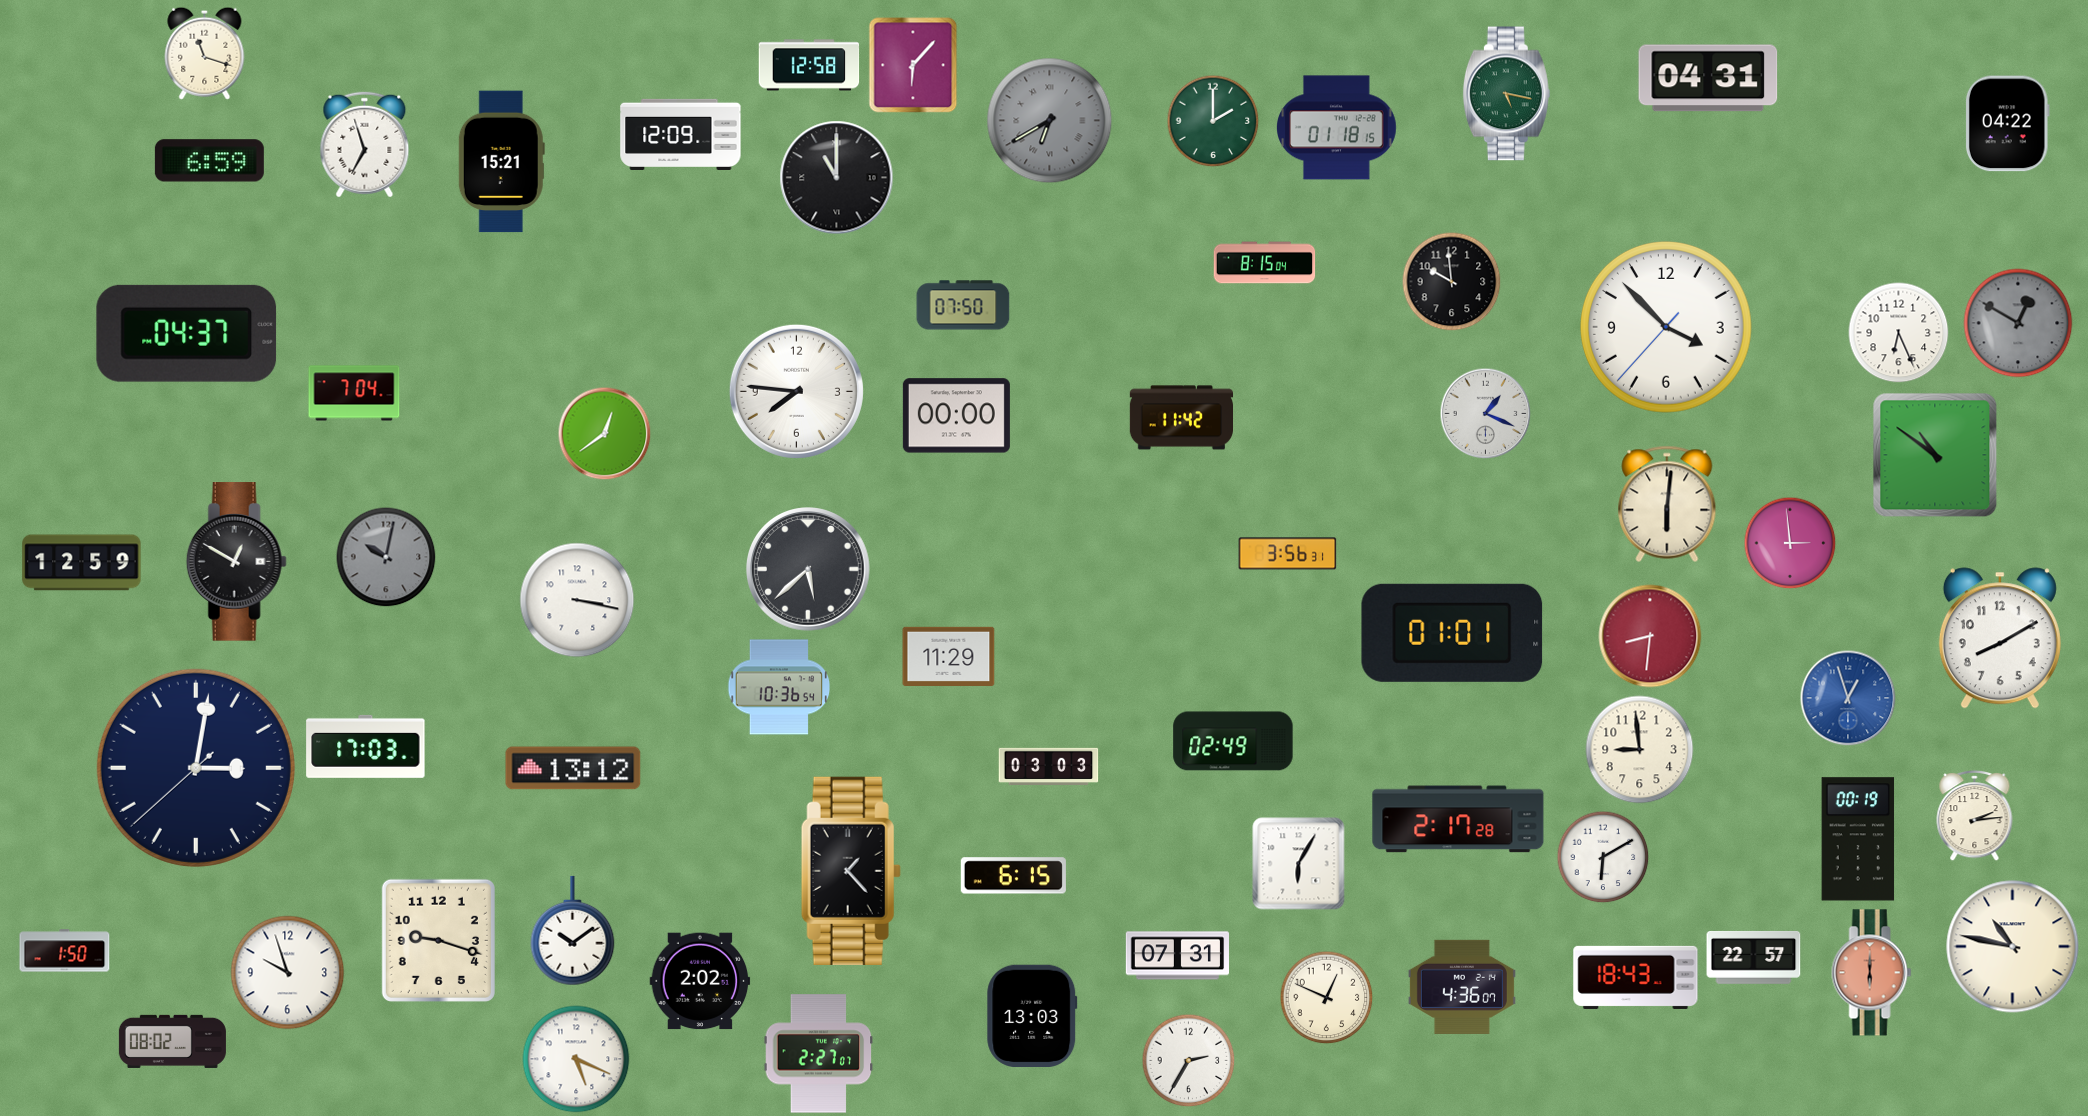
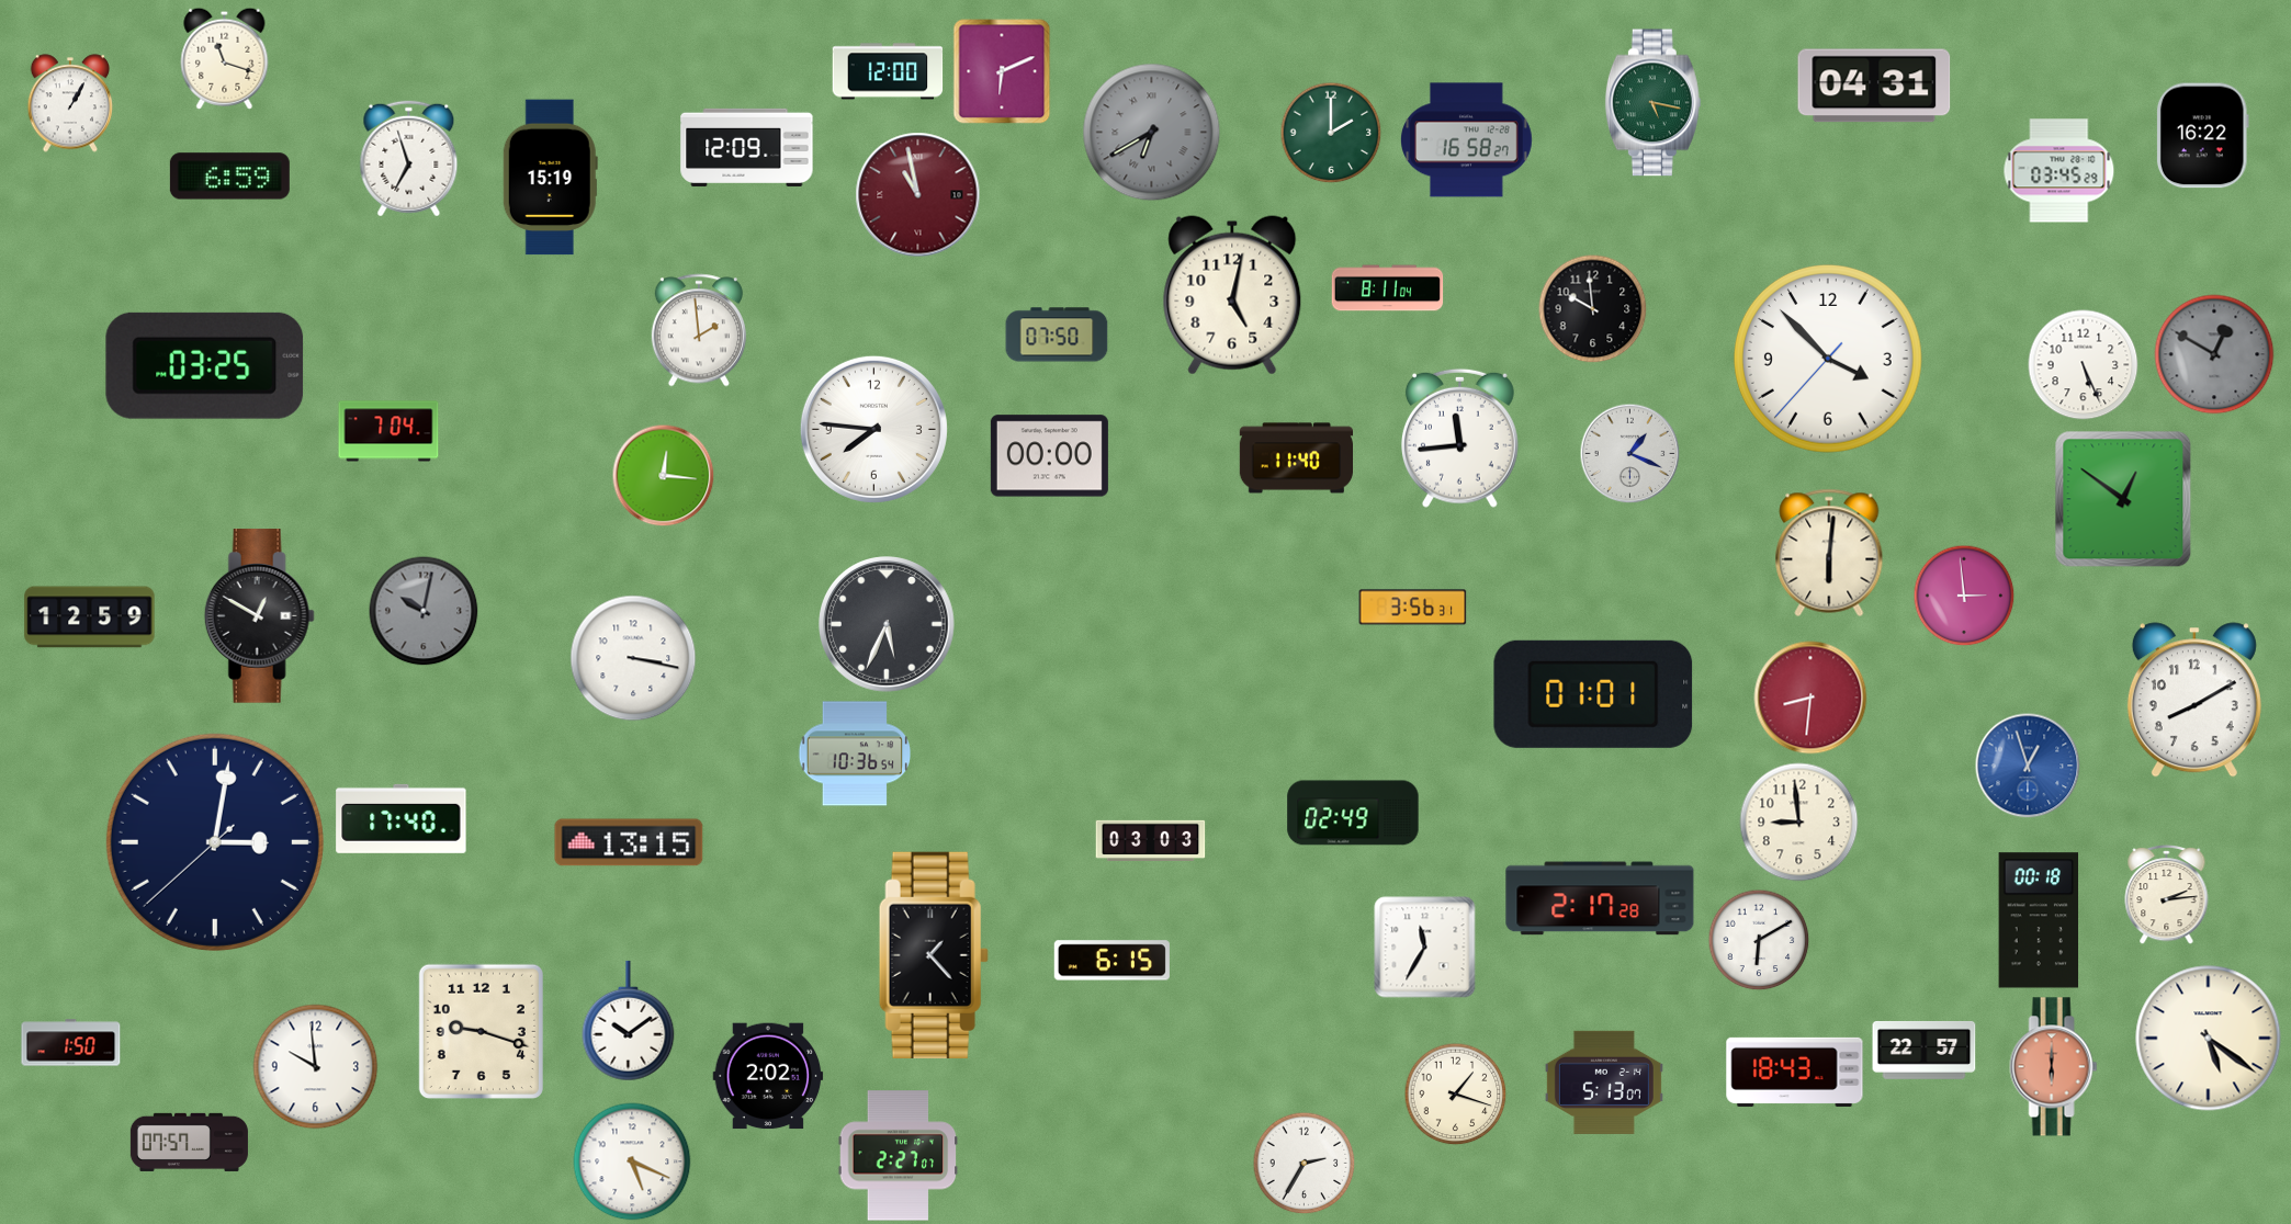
clock at (809, 65): 12:58 -> 12:00
clock at (913, 65): 6:07 -> 6:11
clock at (70, 103): none -> 1:05
clock at (2007, 124): 04:22 -> 16:22
clock at (1337, 128): 01:18 -> 16:58
clock at (365, 145) position: (365, 145) -> (409, 159)
clock at (2059, 171): none -> 03:45
clock at (501, 162): 15:21 -> 15:19
clock at (837, 178): 11:00 -> 10:58
clock at (837, 178) dial: black -> burgundy
clock at (1265, 263): 8:15 -> 8:11
clock at (1232, 295): none -> 5:02
clock at (699, 330): none -> 1:59
clock at (187, 333): 04:37 -> 03:25
clock at (1899, 333): 6:26 -> 5:26
clock at (1459, 438): none -> 11:44
clock at (1181, 418): 11:42 -> 11:40
clock at (604, 433): 12:39 -> 12:16
clock at (1935, 455): 10:51 -> 12:51
clock at (809, 570): 5:38 -> 5:34
clock at (949, 656): 11:29 -> none
clock at (366, 746): 17:03 -> 17:40
clock at (573, 768): 13:12 -> 13:15
clock at (1858, 839): 00:19 -> 00:18
clock at (1299, 864): 6:05 -> 11:35
clock at (2013, 947): 10:47 -> 5:21
clock at (1177, 956): 07:31 -> none
clock at (288, 973): 9:57 -> 9:59
clock at (1462, 987): 4:36 -> 5:13
clock at (1326, 997): 12:49 -> 1:18
clock at (1032, 1015): 13:03 -> none
clock at (172, 1041): 08:02 -> 07:57
